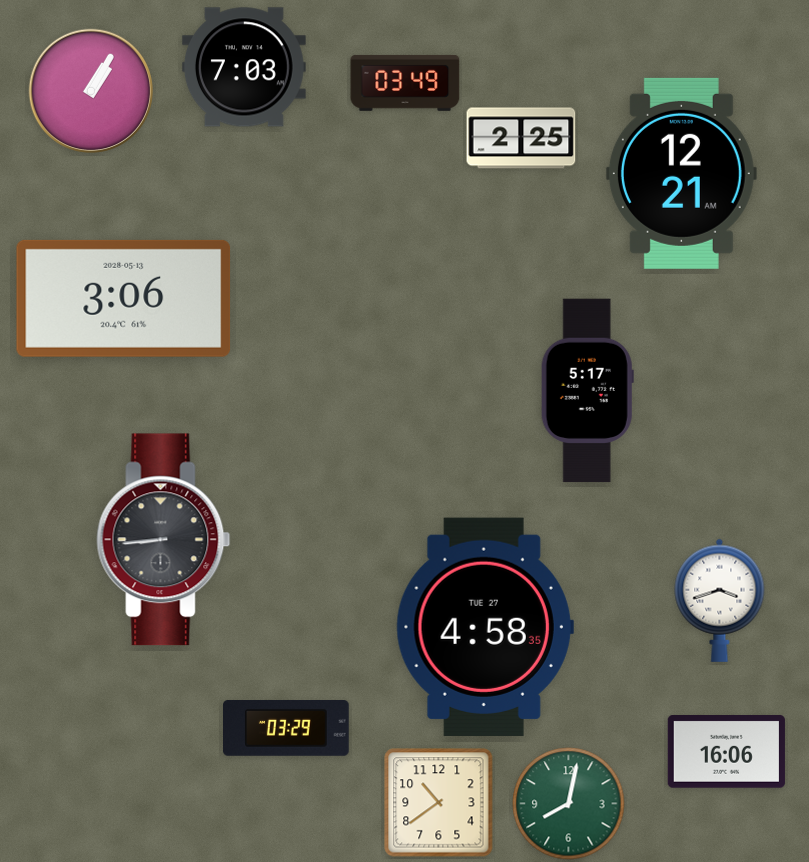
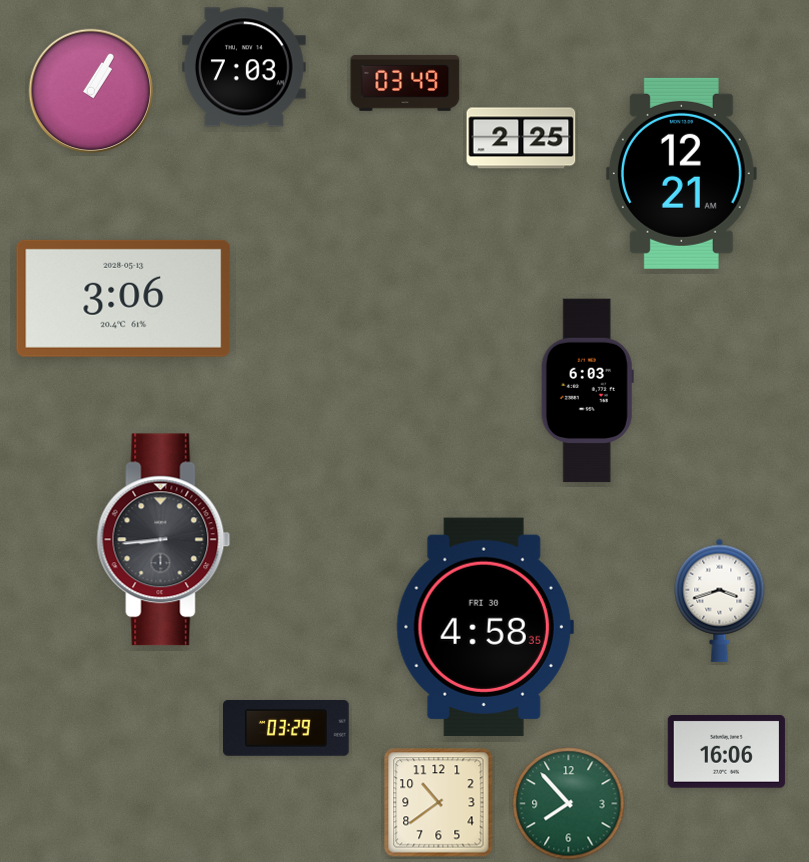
clock at (587, 391): 5:17 -> 6:03
clock at (485, 627) date: TUE 27 -> FRI 30
clock at (569, 804): 8:02 -> 7:53
